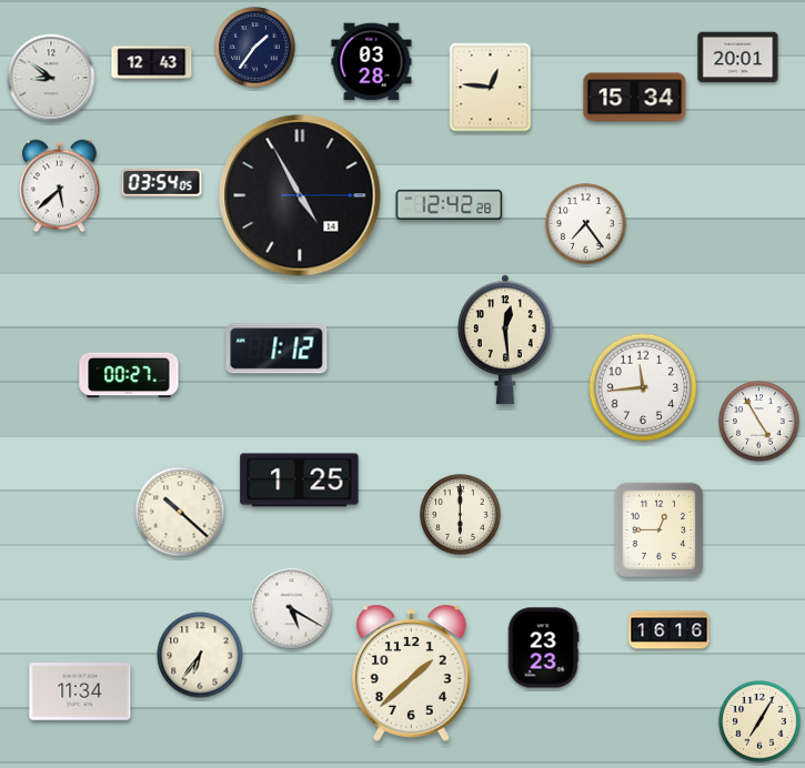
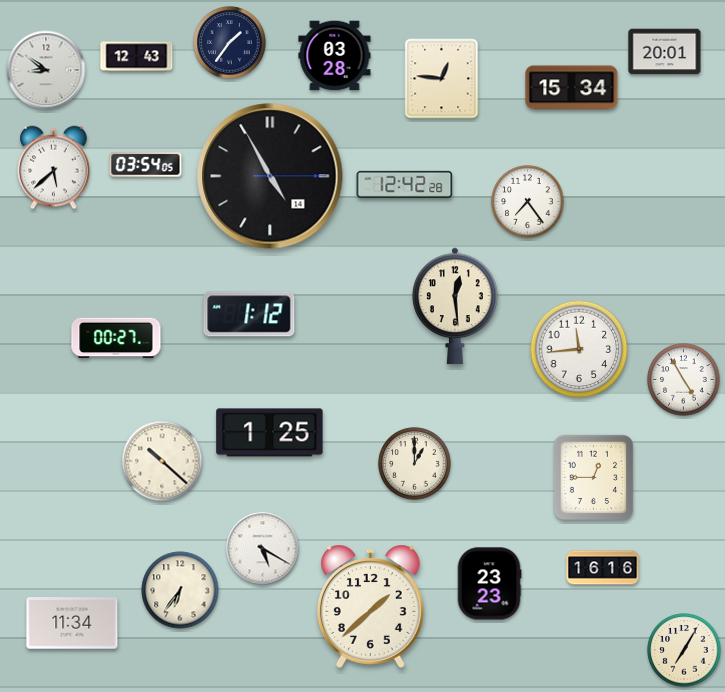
clock at (461, 515): 6:00 -> 1:00
